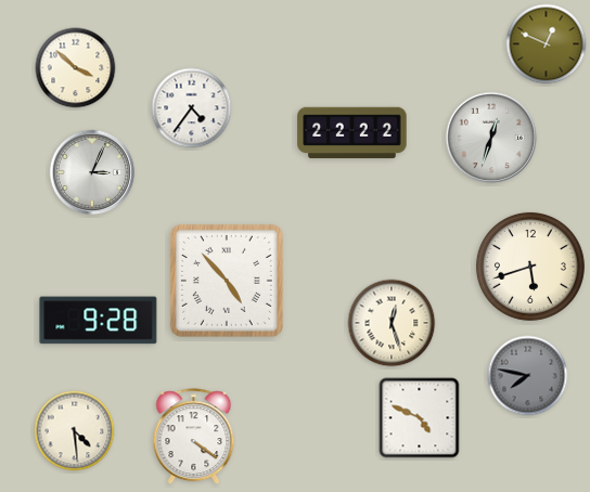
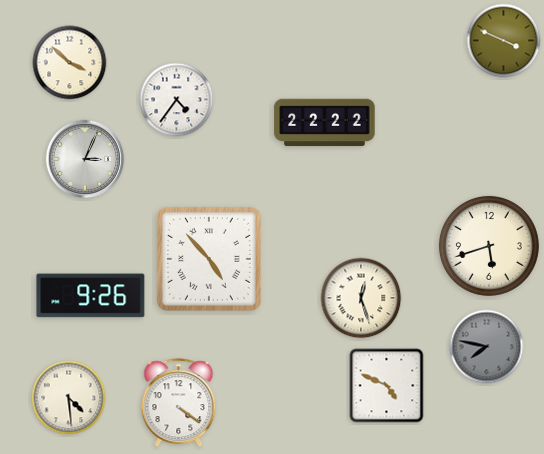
clock at (547, 44): 12:49 -> 3:49
clock at (491, 138): 12:33 -> none
clock at (99, 321): 9:28 -> 9:26
